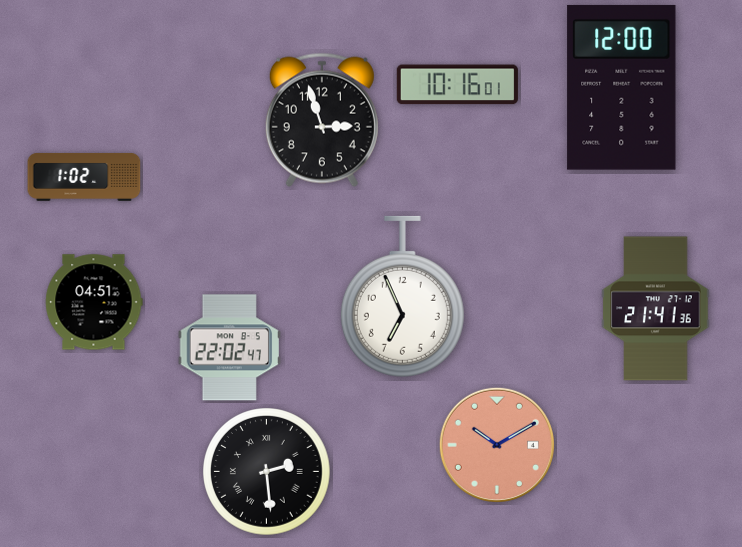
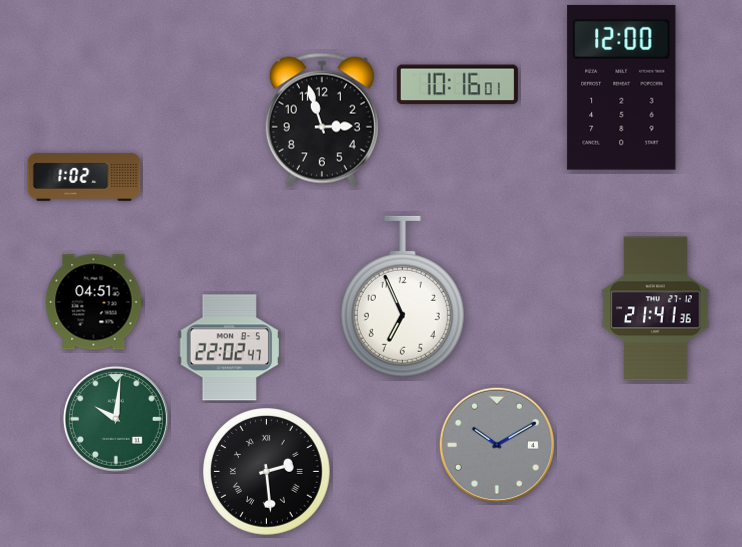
clock at (116, 419): none -> 10:01
clock at (497, 445) dial: salmon -> grey
